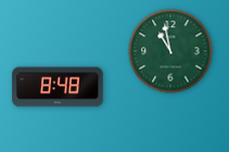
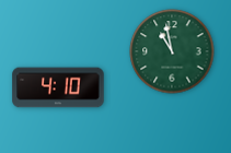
clock at (58, 87): 8:48 -> 4:10
